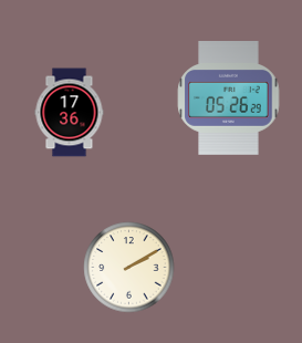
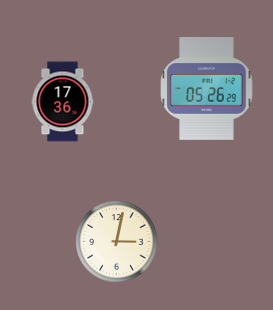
clock at (129, 268): 2:10 -> 3:02
